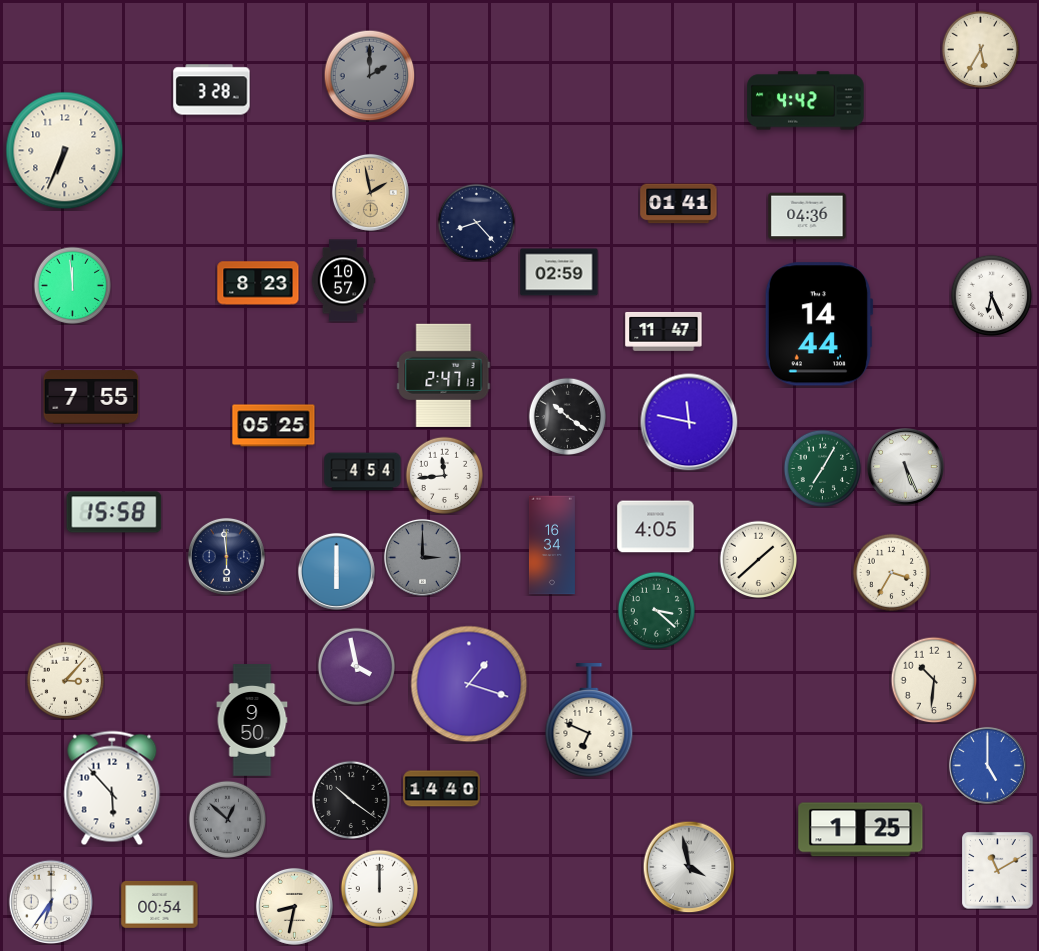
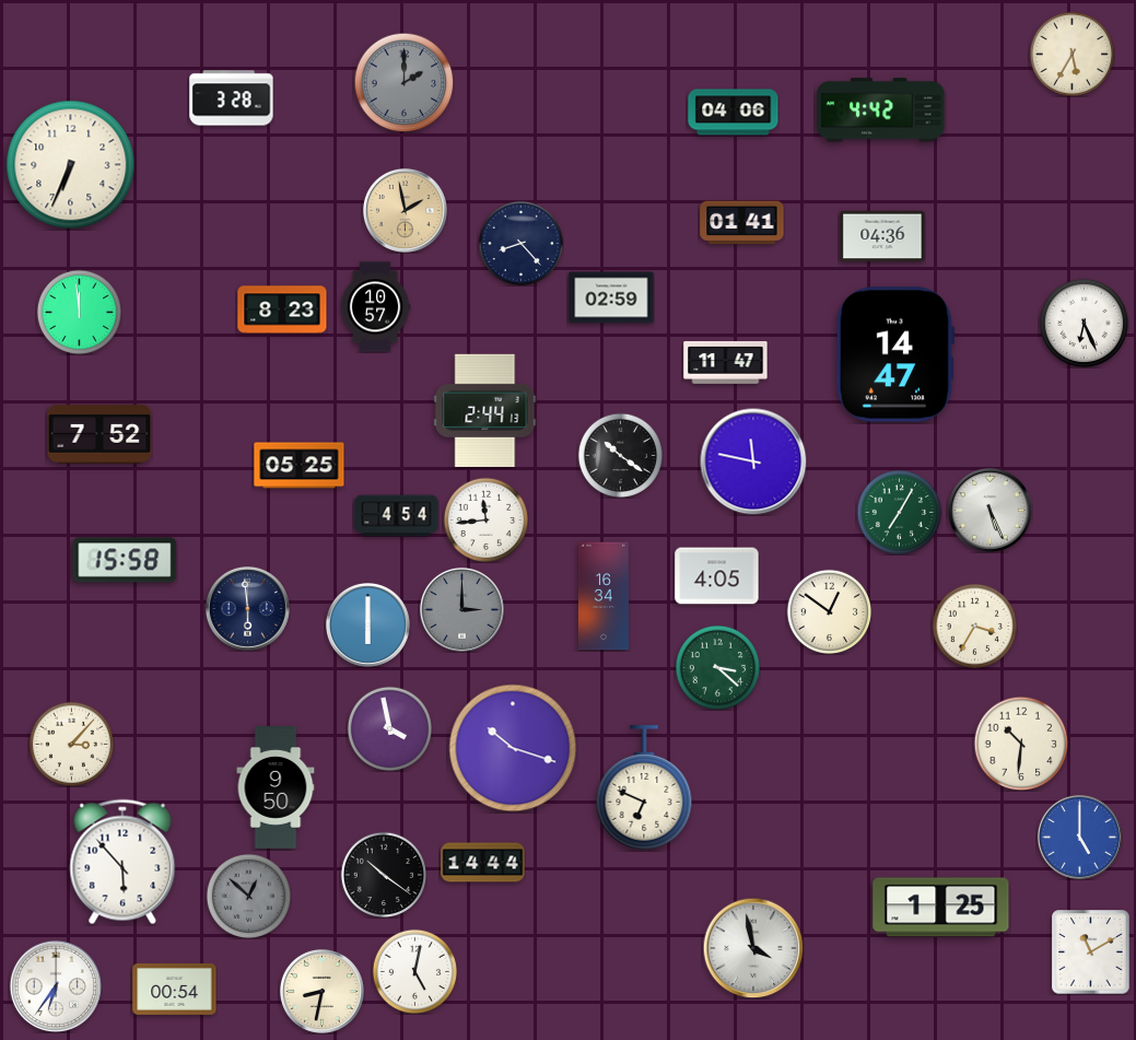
clock at (734, 113): none -> 04:06
clock at (819, 324): 14:44 -> 14:47
clock at (444, 375): 2:47 -> 2:44
clock at (91, 397): 7:55 -> 7:52
clock at (758, 559): 1:38 -> 12:51
clock at (469, 684): 1:18 -> 10:18
clock at (442, 789): 14:40 -> 14:44
clock at (379, 888): 12:00 -> 5:02
